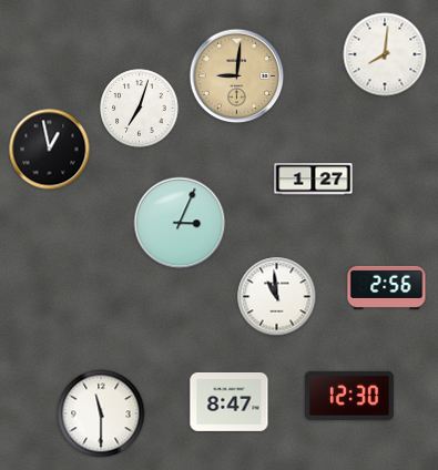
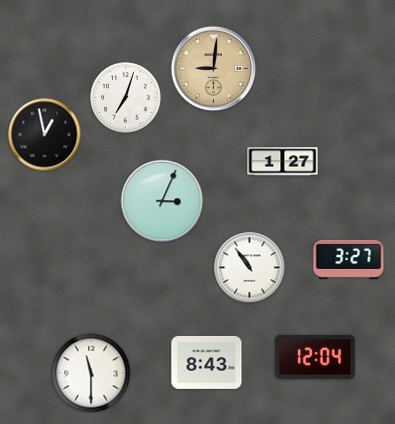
clock at (385, 54): 8:01 -> none
clock at (387, 287): 2:56 -> 3:27
clock at (277, 297): 10:59 -> 10:54
clock at (349, 396): 12:30 -> 12:04
clock at (230, 401): 8:47 -> 8:43
